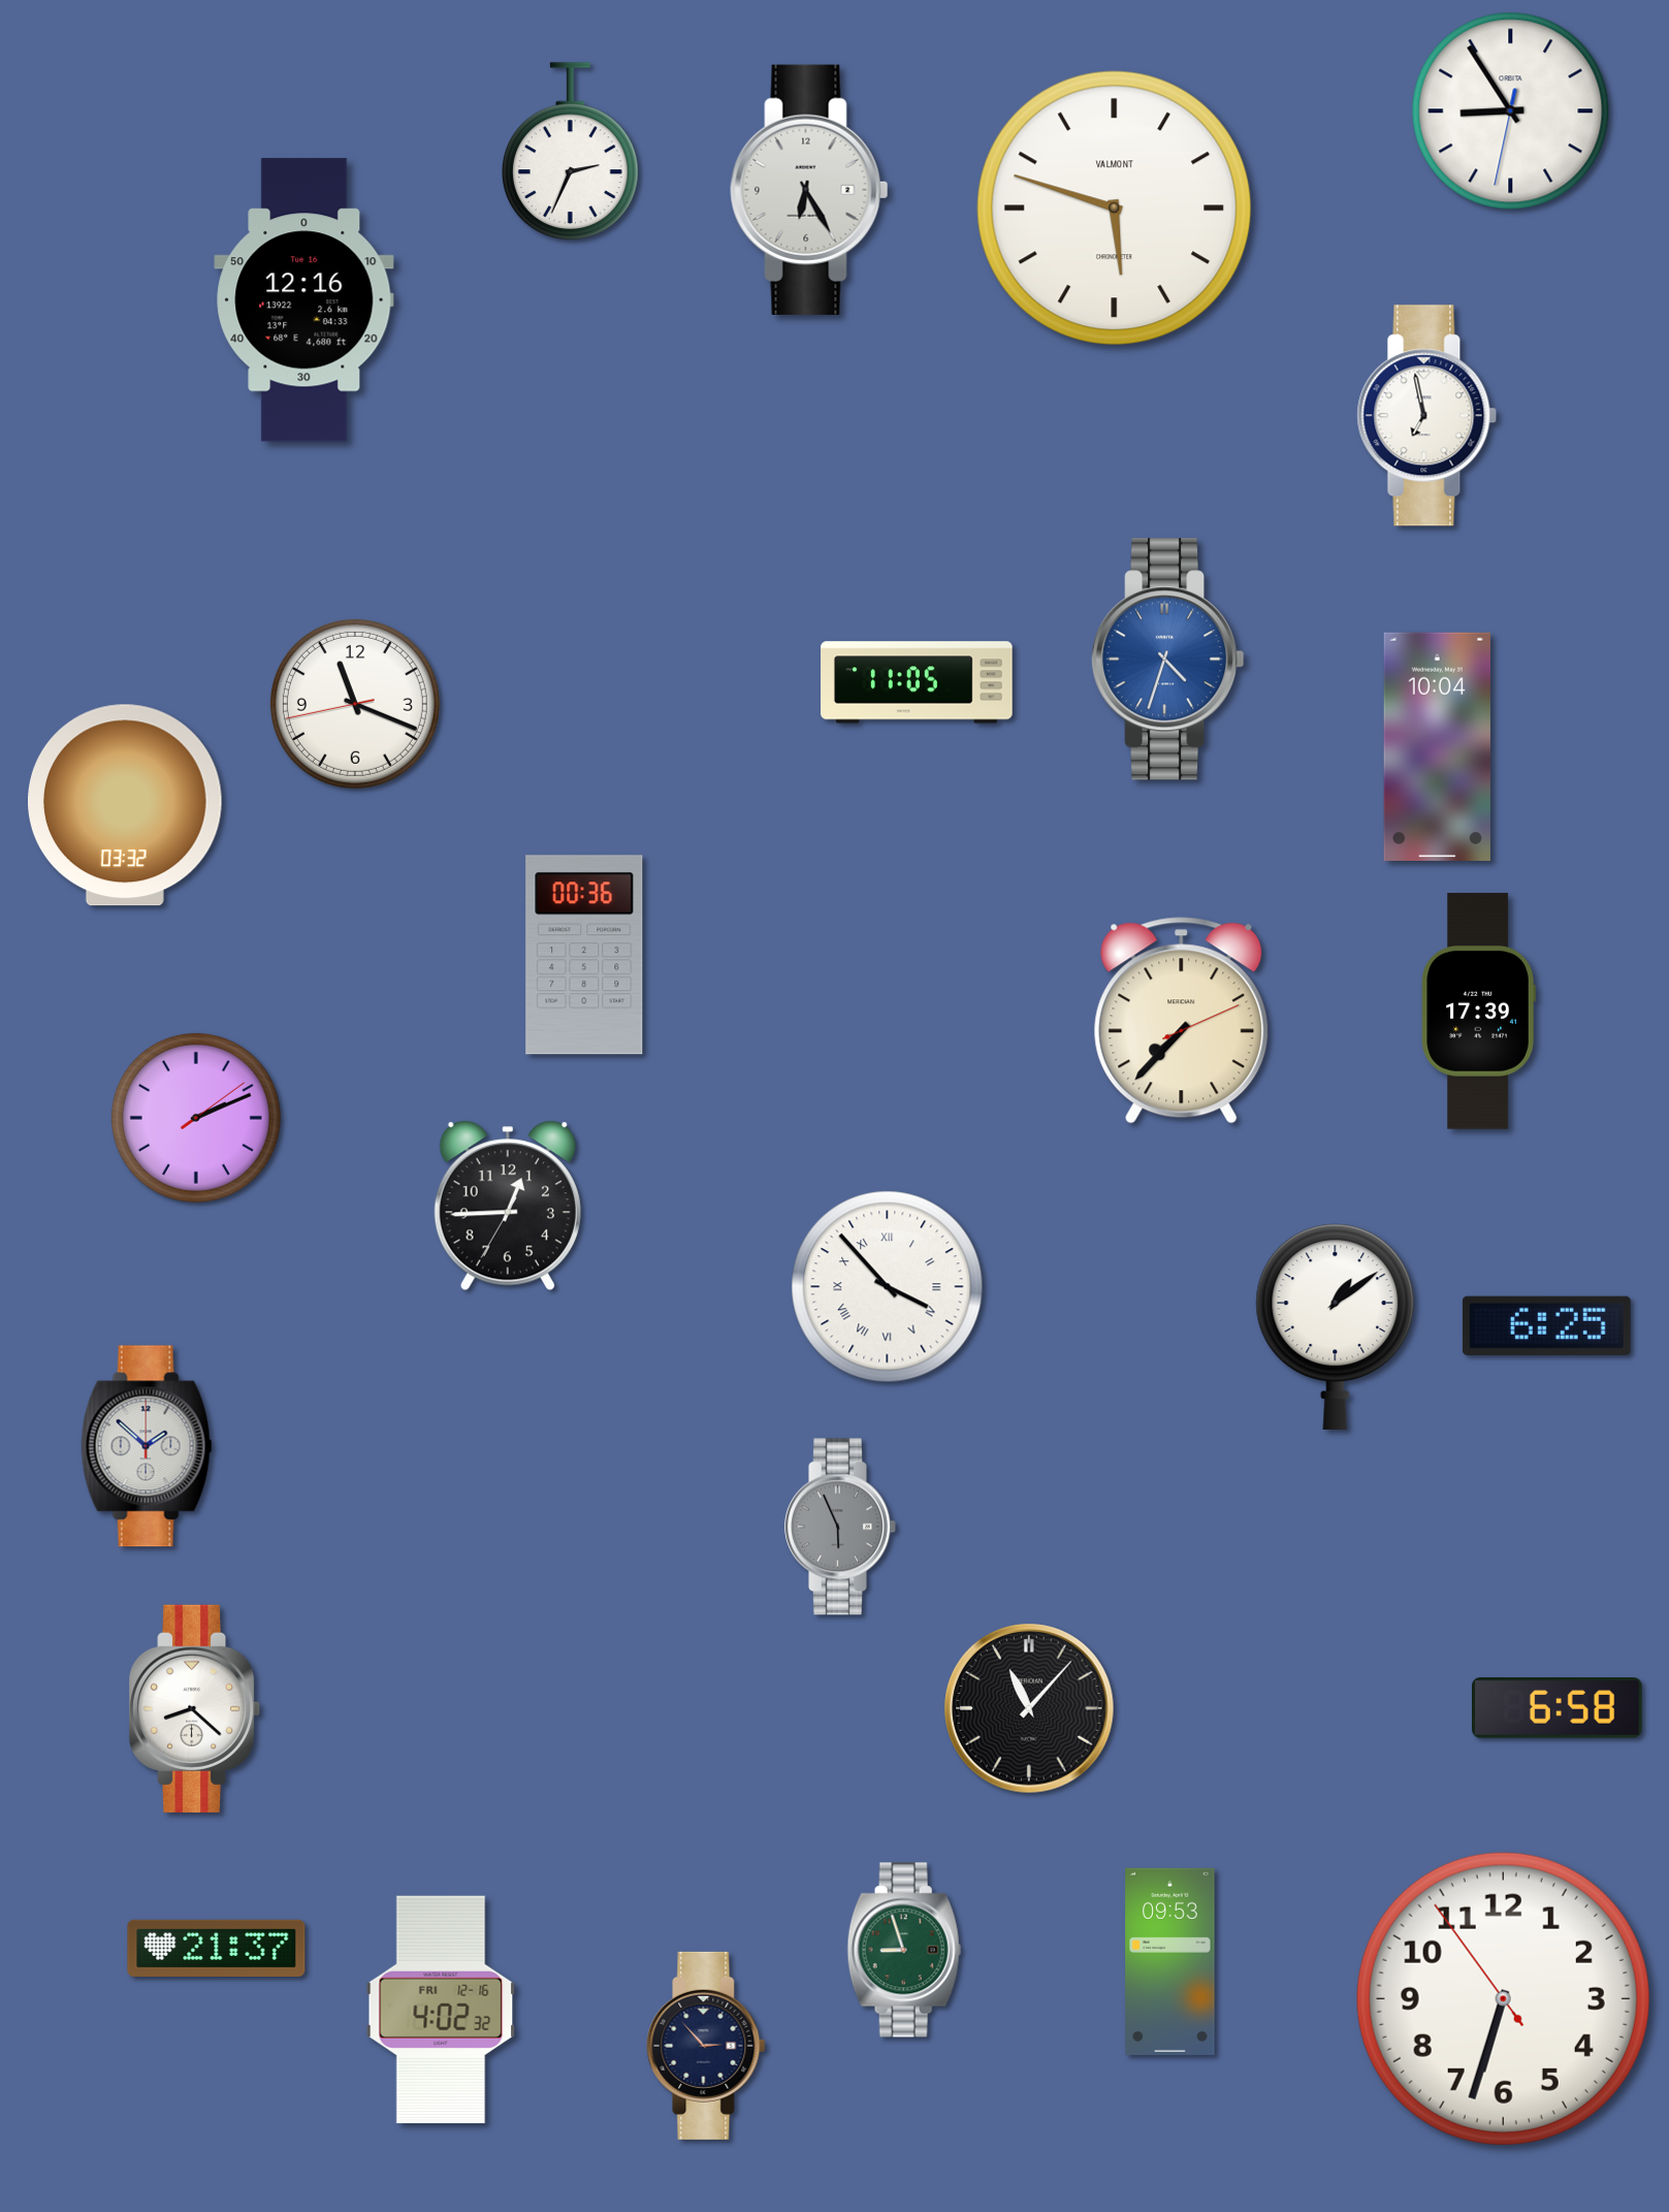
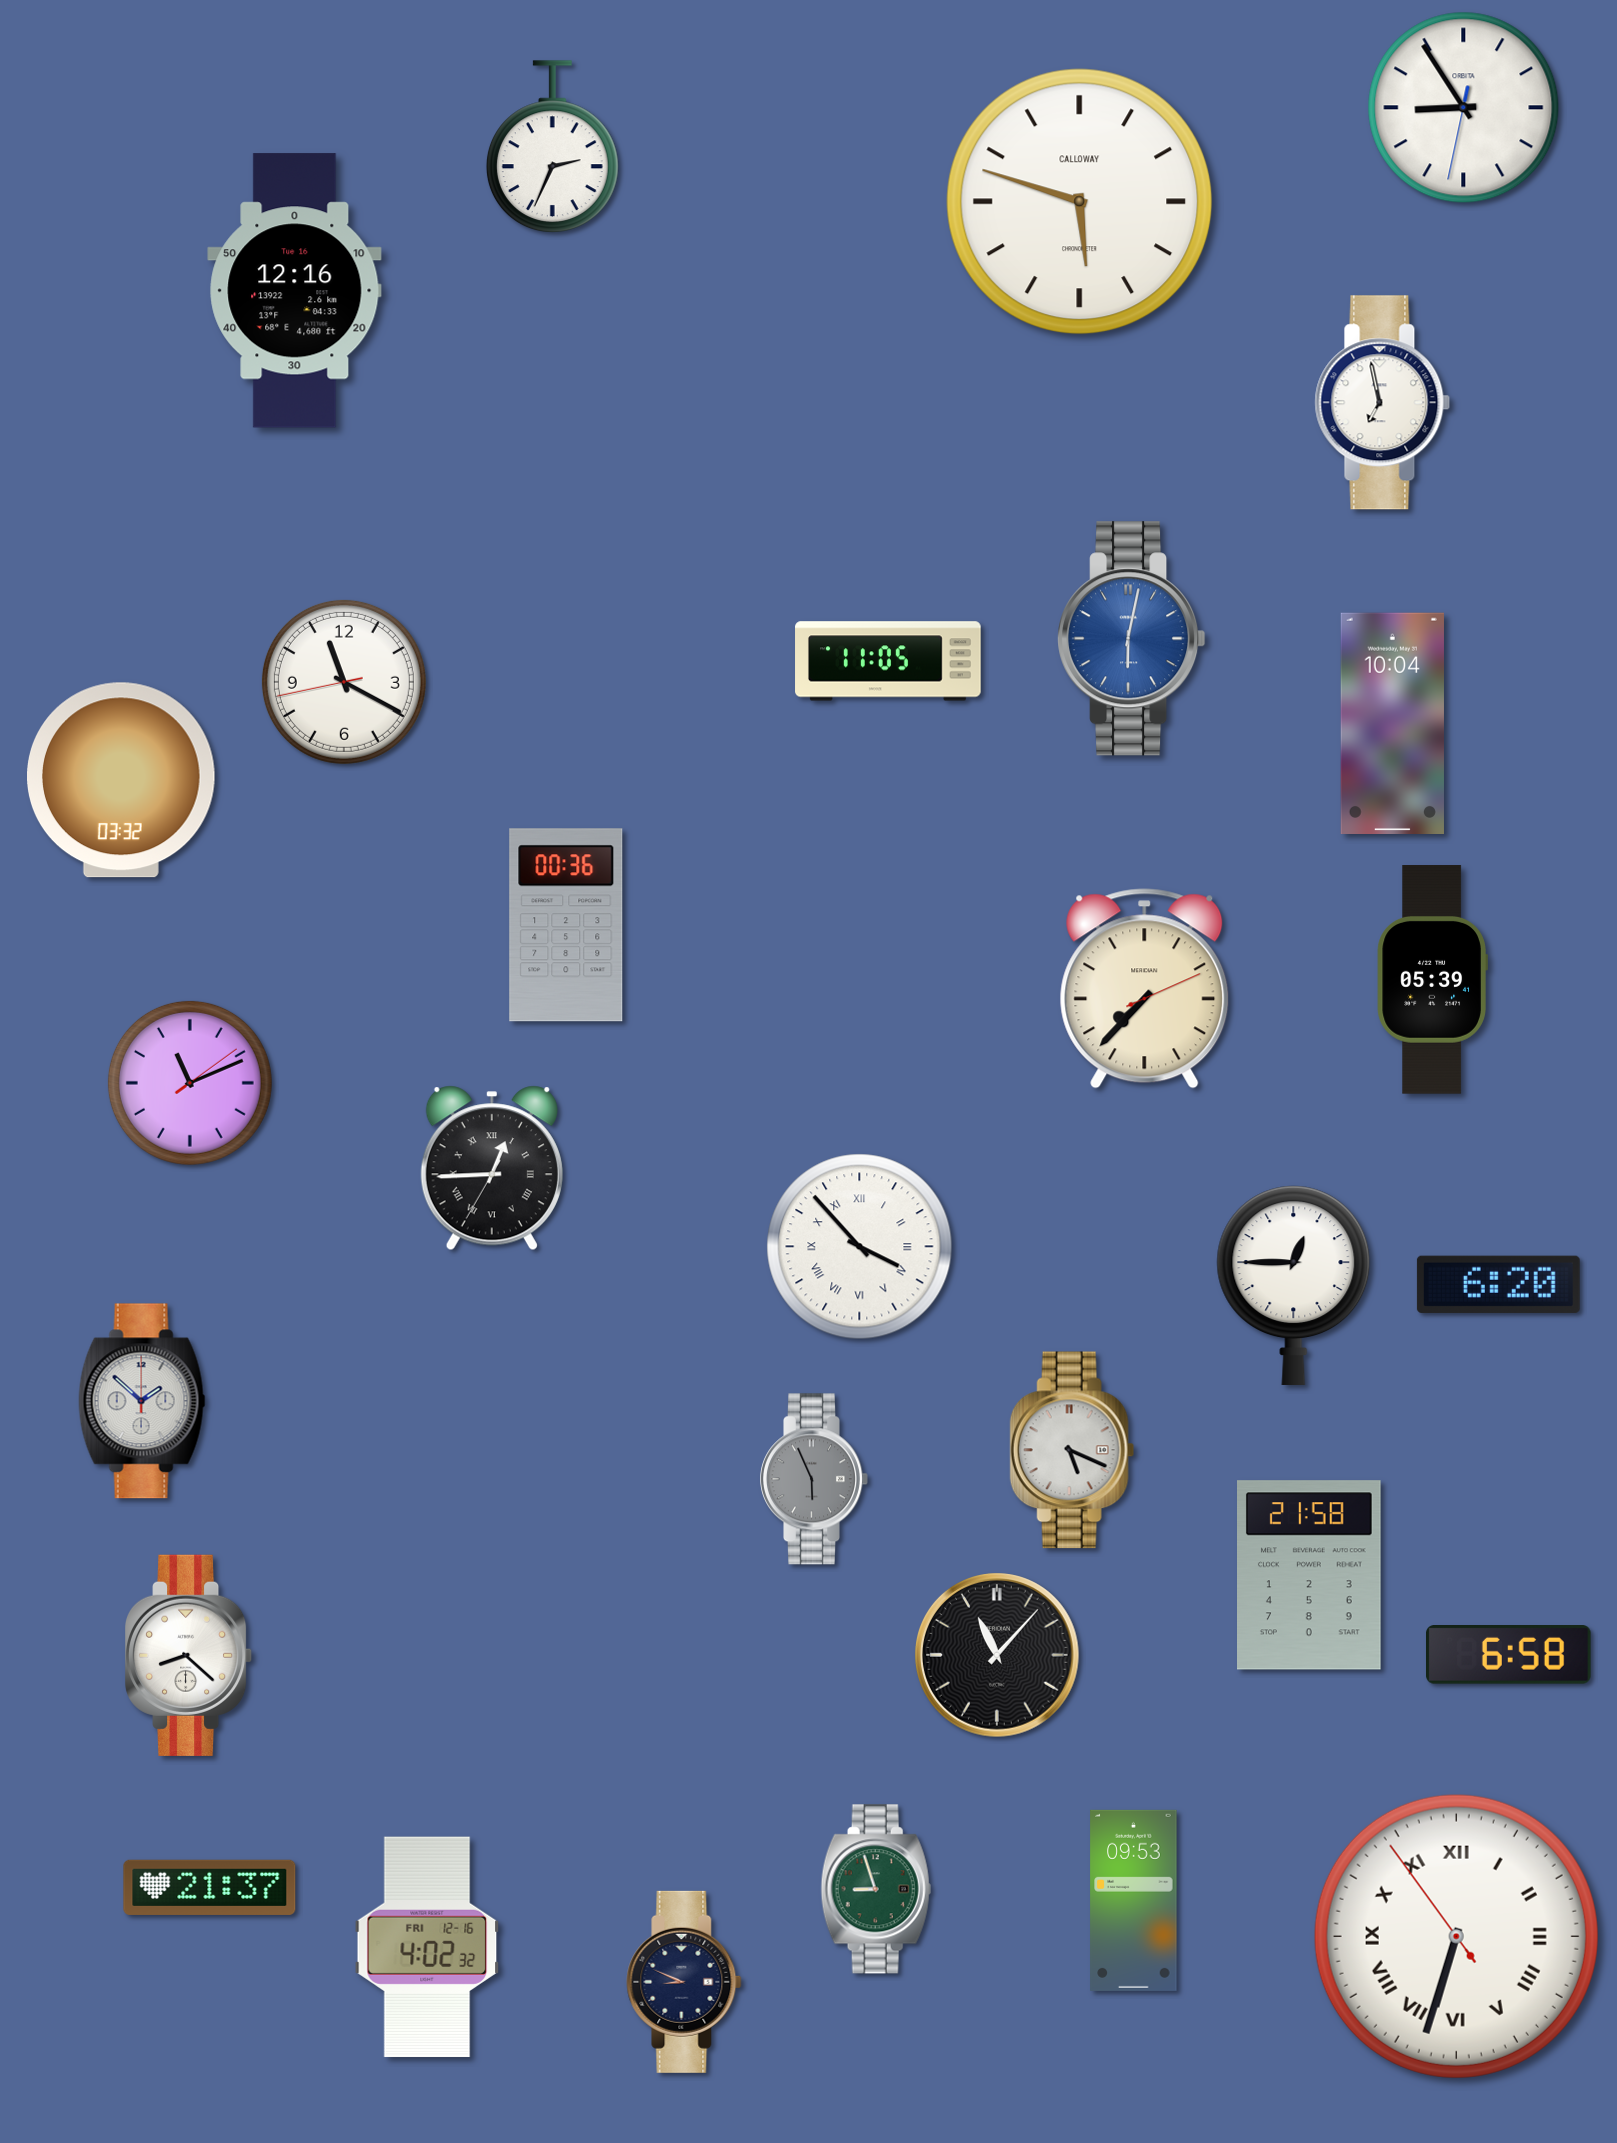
clock at (809, 190): 6:25 -> none
clock at (1115, 209) brand: VALMONT -> CALLOWAY
clock at (1168, 660): 4:33 -> 6:02
clock at (355, 704): 11:18 -> 11:19
clock at (1478, 1012): 17:39 -> 05:39
clock at (196, 1118): 2:11 -> 11:11
clock at (508, 1206) numerals: Arabic -> Roman
clock at (1546, 1325): 6:25 -> 6:20
clock at (1336, 1326): 1:09 -> 12:45
clock at (1072, 1450): none -> 5:19
clock at (1310, 1575): none -> 21:58
clock at (1503, 1998) numerals: Arabic -> Roman
clock at (706, 2046): 2:53 -> 8:49
